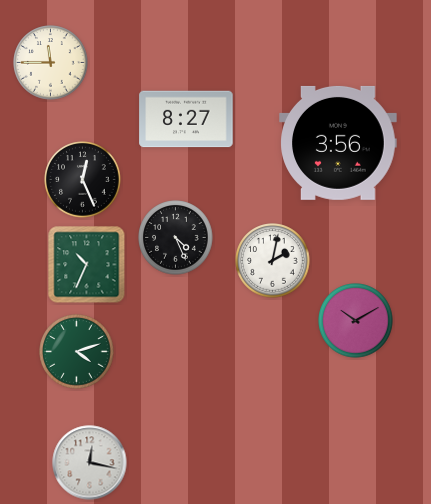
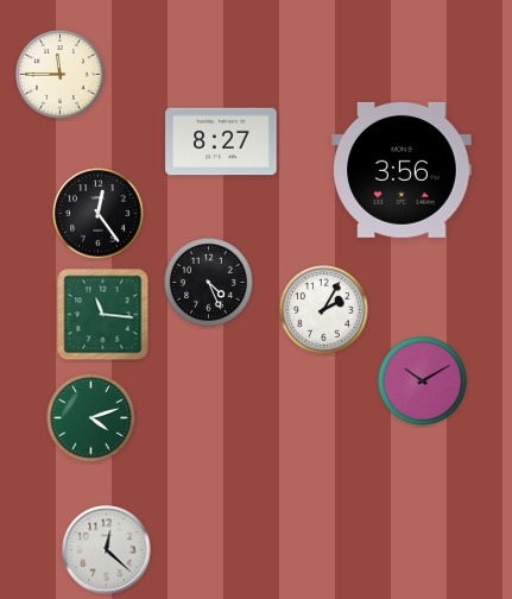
clock at (83, 180): 12:26 -> 12:24
clock at (273, 261): 2:02 -> 2:05
clock at (87, 265): 10:34 -> 11:16
clock at (90, 463): 12:17 -> 12:22
